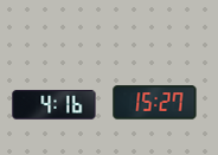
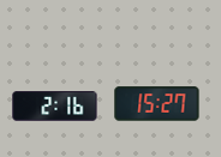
clock at (54, 105): 4:16 -> 2:16
